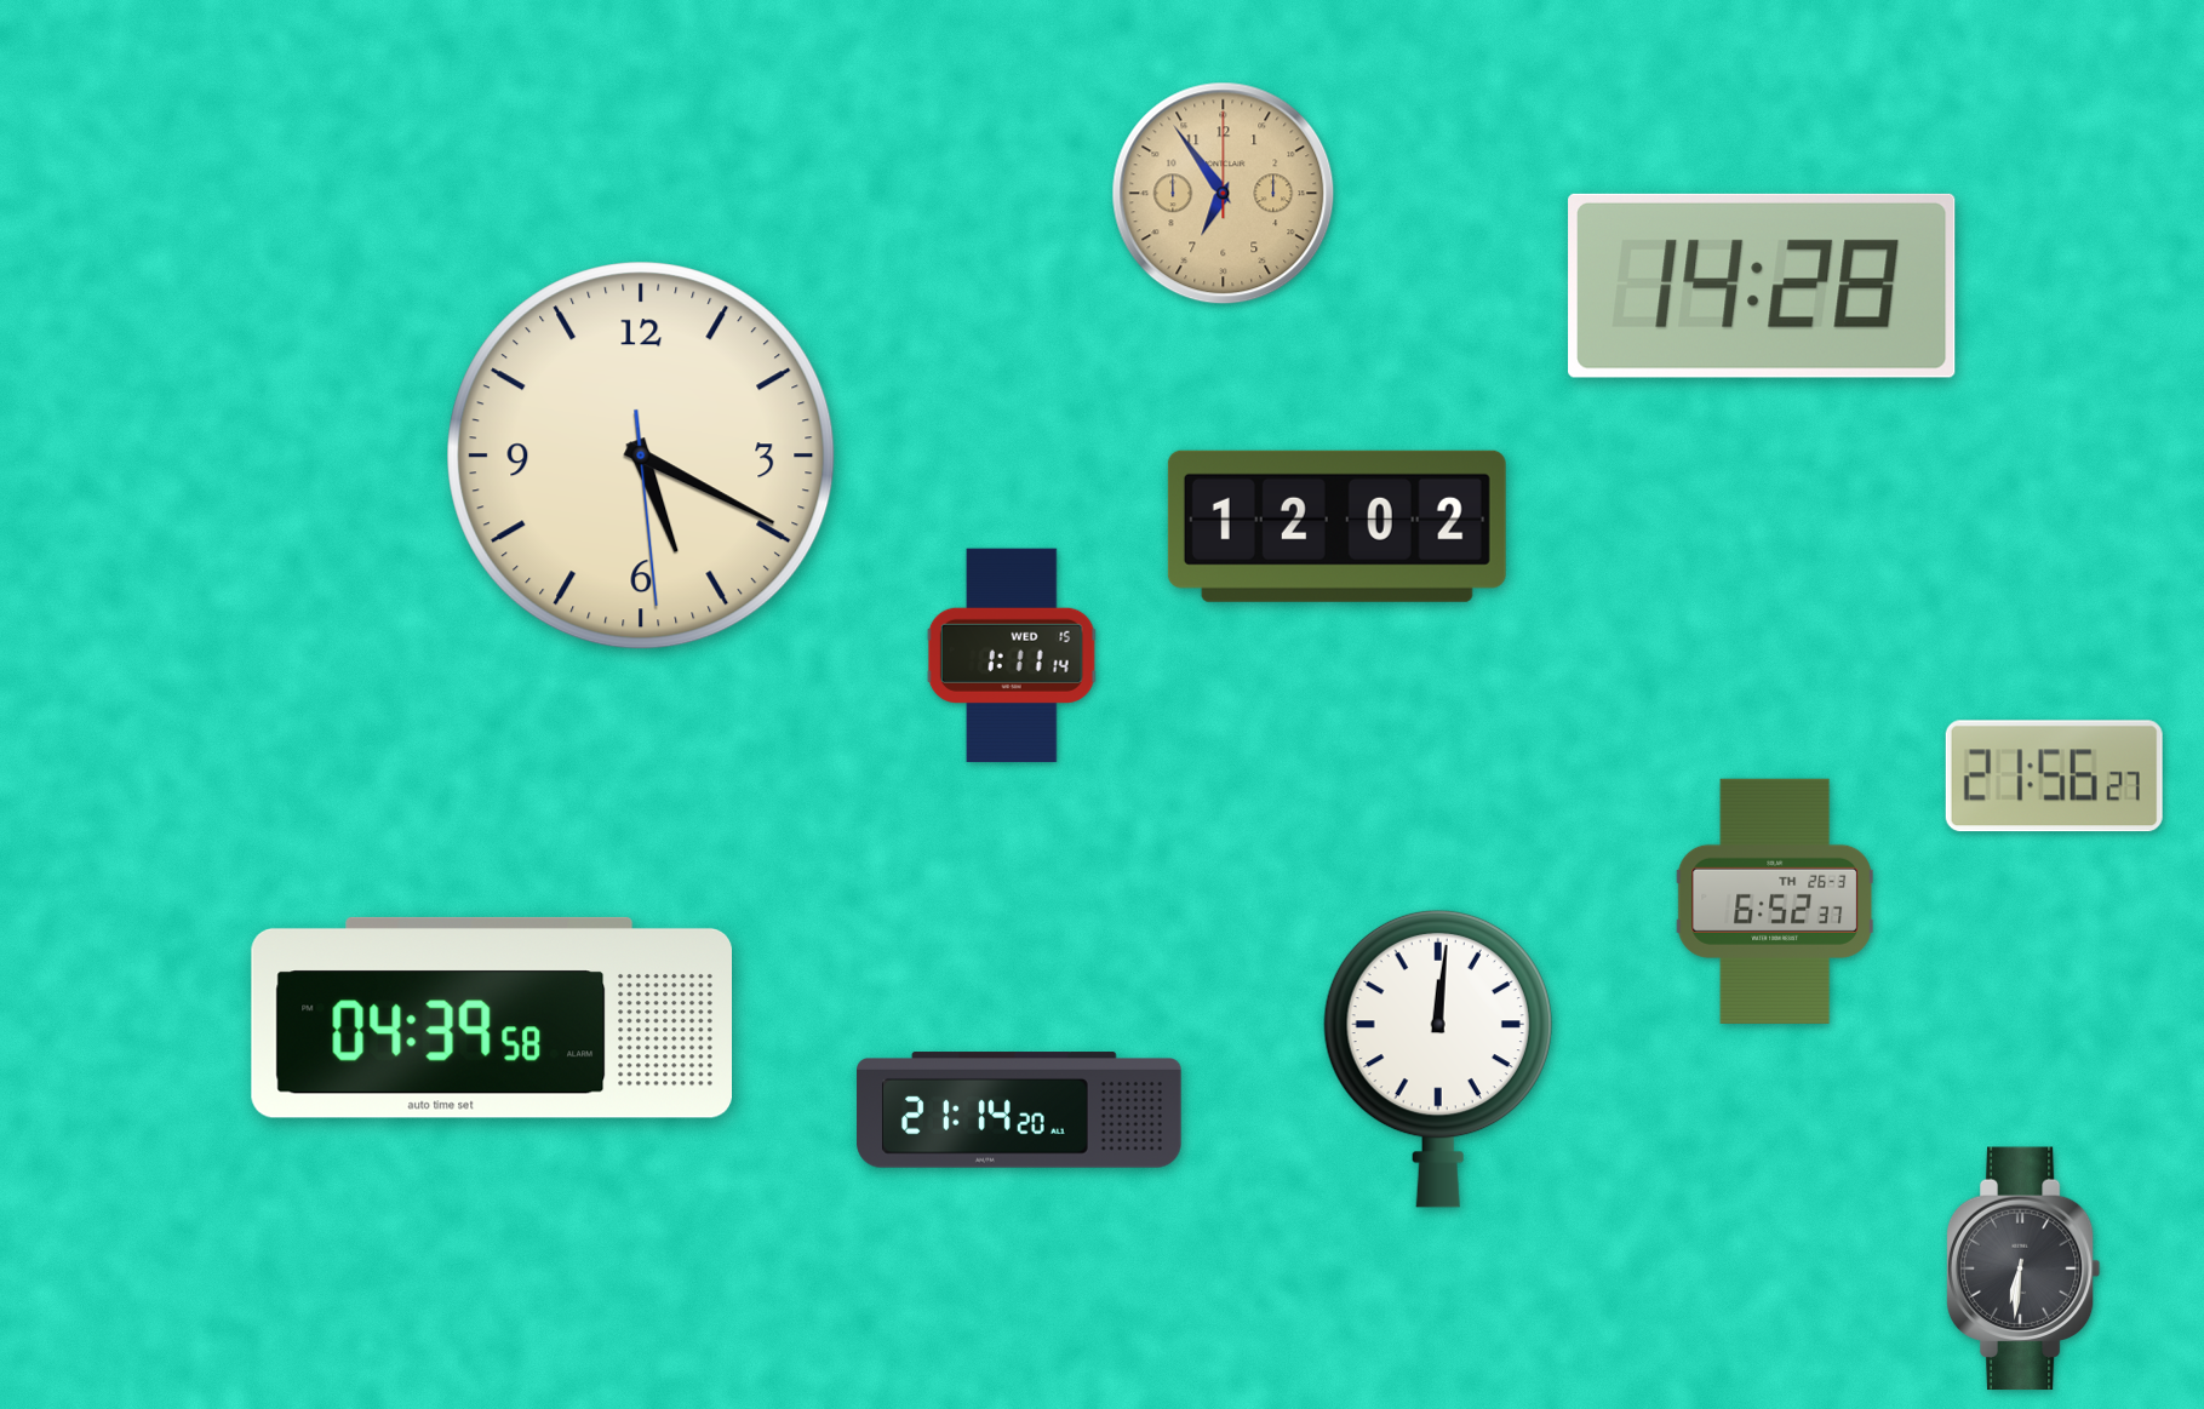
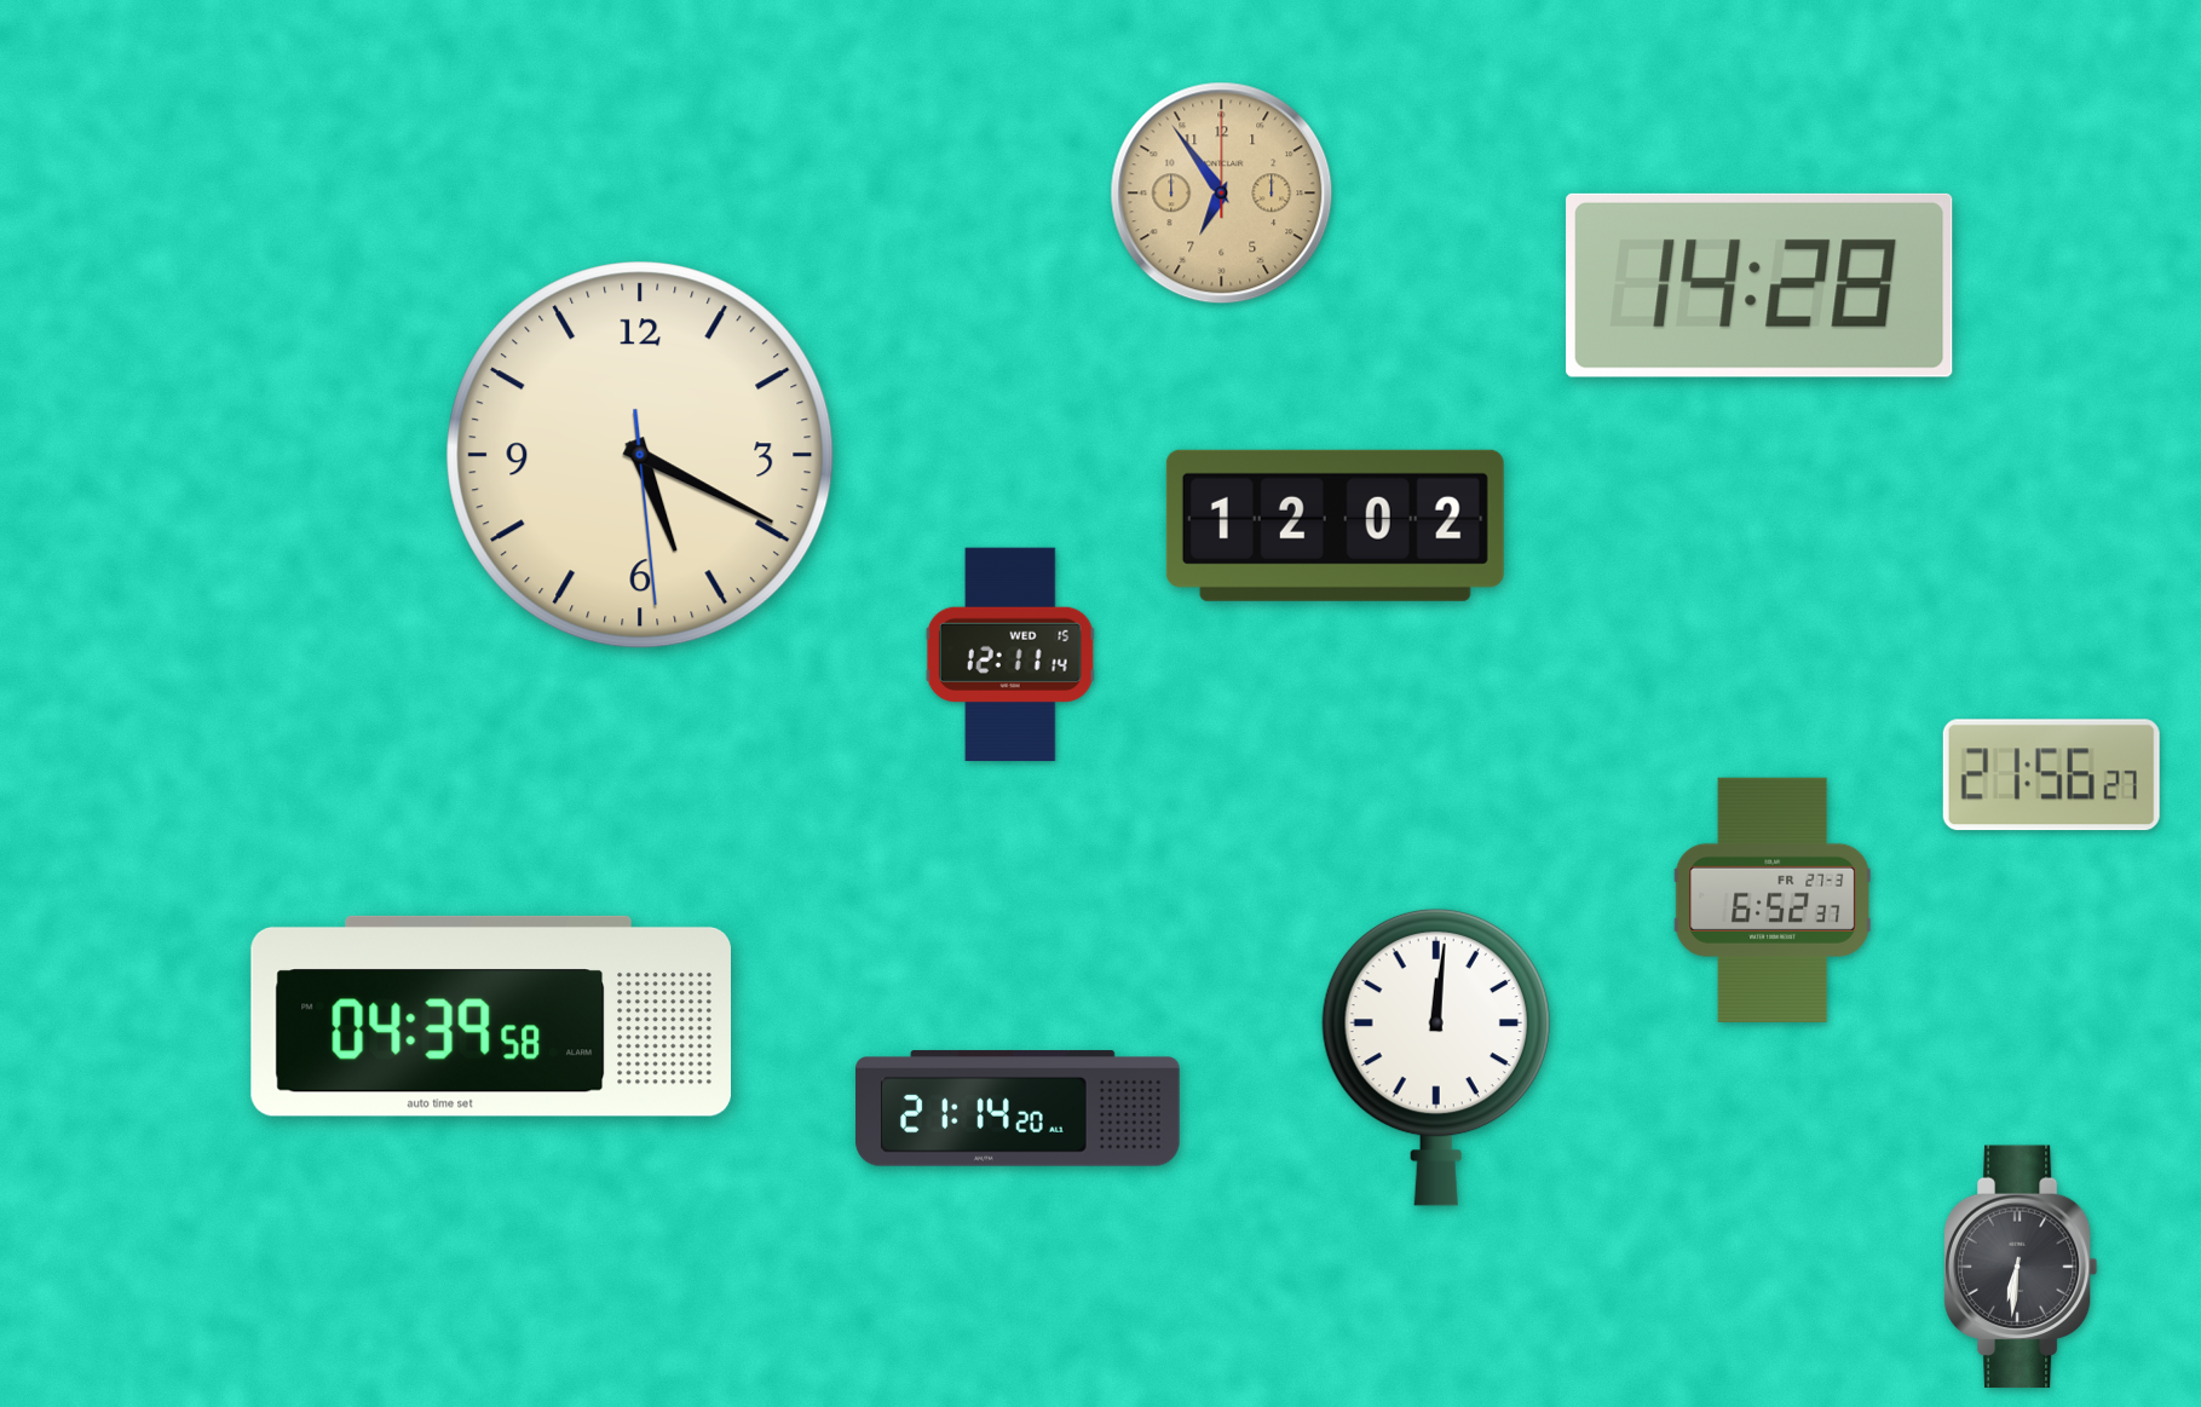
clock at (1012, 655): 1:11 -> 12:11
clock at (1774, 901) date: TH 26-3 -> FR 27-3
